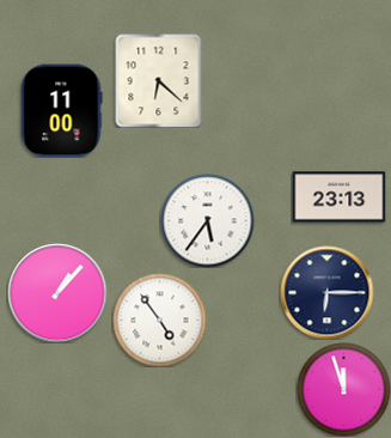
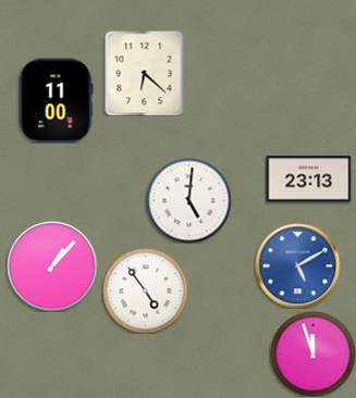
clock at (207, 220): 5:36 -> 5:01
clock at (326, 292): 6:15 -> 5:10
clock at (326, 292) dial: navy -> blue
